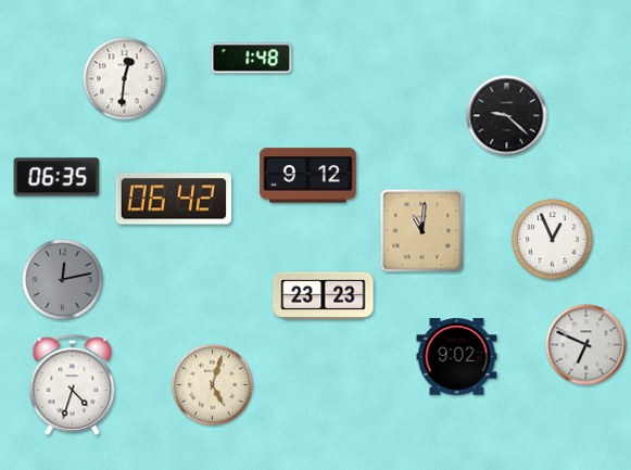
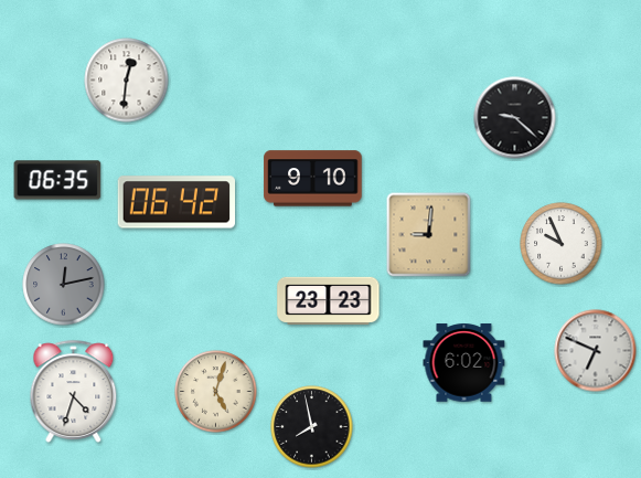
clock at (252, 59): 1:48 -> none
clock at (308, 176): 9:12 -> 9:10
clock at (422, 231): 11:01 -> 9:01
clock at (553, 240): 12:56 -> 9:56
clock at (457, 357): 9:02 -> 6:02
clock at (312, 427): none -> 7:58
